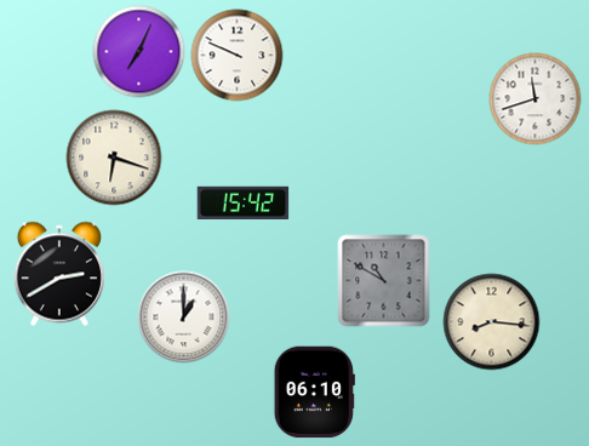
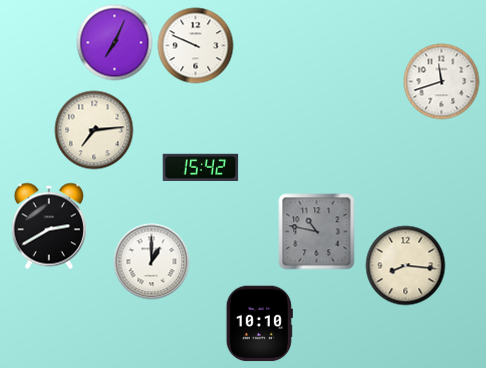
clock at (114, 158): 6:18 -> 7:14
clock at (384, 281): 10:50 -> 10:47
clock at (314, 393): 06:10 -> 10:10
